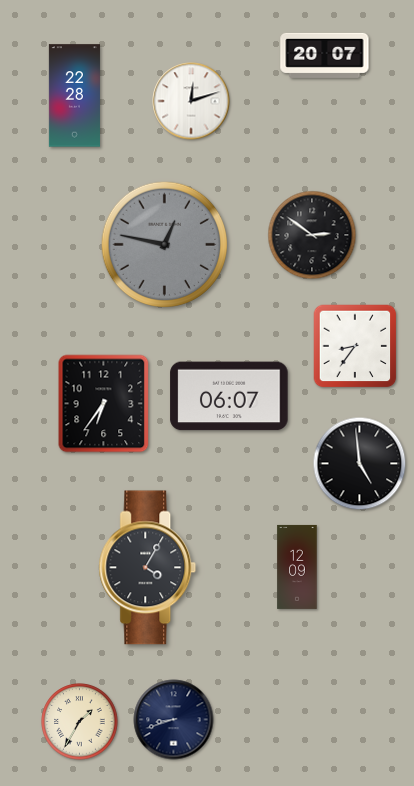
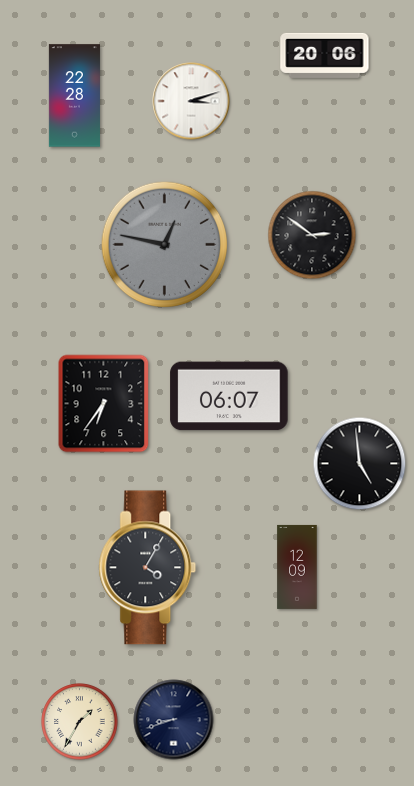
clock at (325, 55): 20:07 -> 20:06
clock at (191, 101): 12:12 -> 3:12
clock at (355, 346): 8:36 -> none
